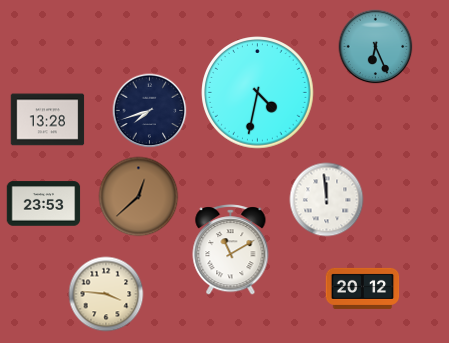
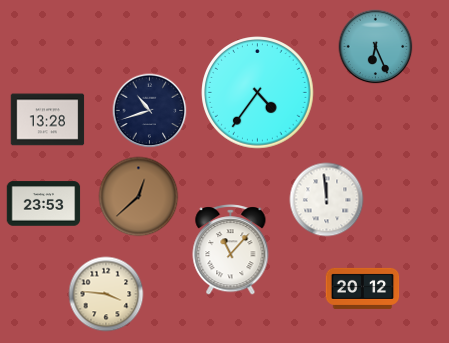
clock at (258, 93): 4:32 -> 4:36
clock at (150, 111): 7:42 -> 10:42
clock at (231, 250): 11:10 -> 11:07
